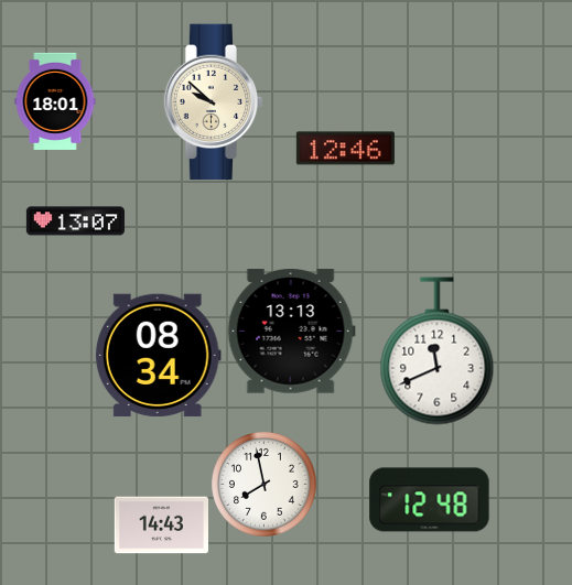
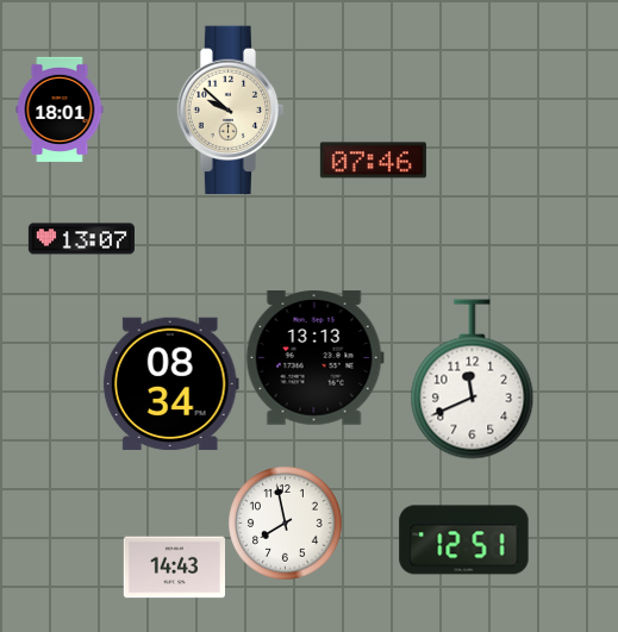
clock at (345, 149): 12:46 -> 07:46
clock at (430, 500): 12:48 -> 12:51
